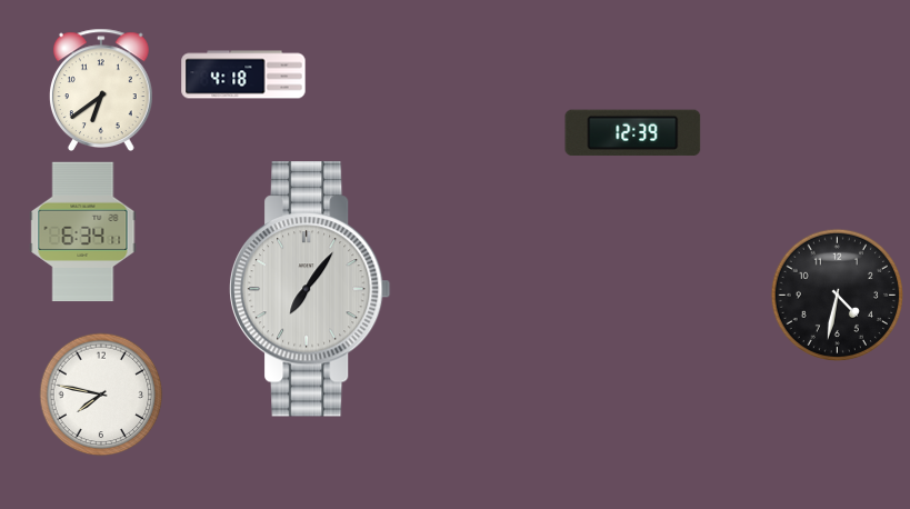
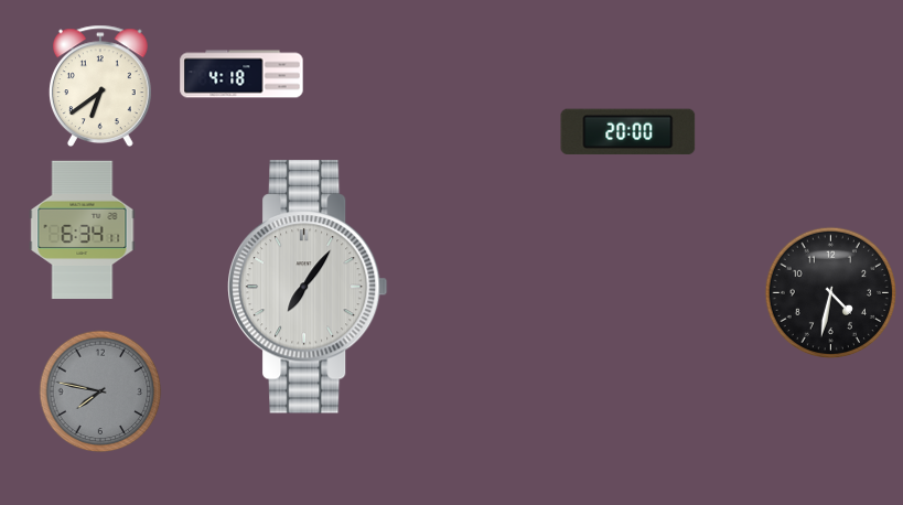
clock at (101, 89) position: (101, 89) -> (100, 85)
clock at (633, 133): 12:39 -> 20:00
clock at (101, 395) dial: white -> grey
